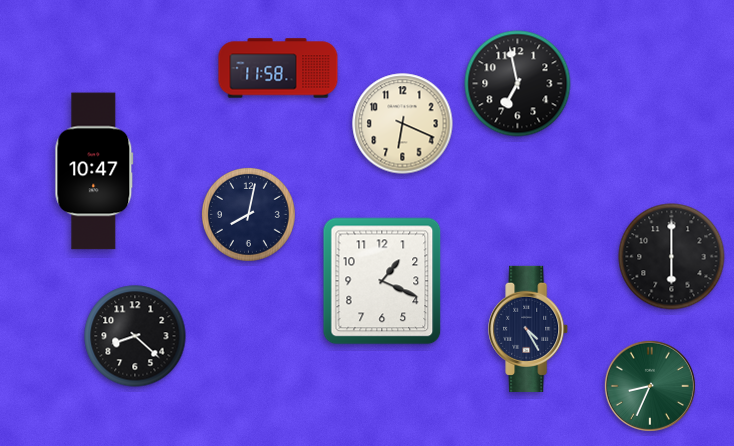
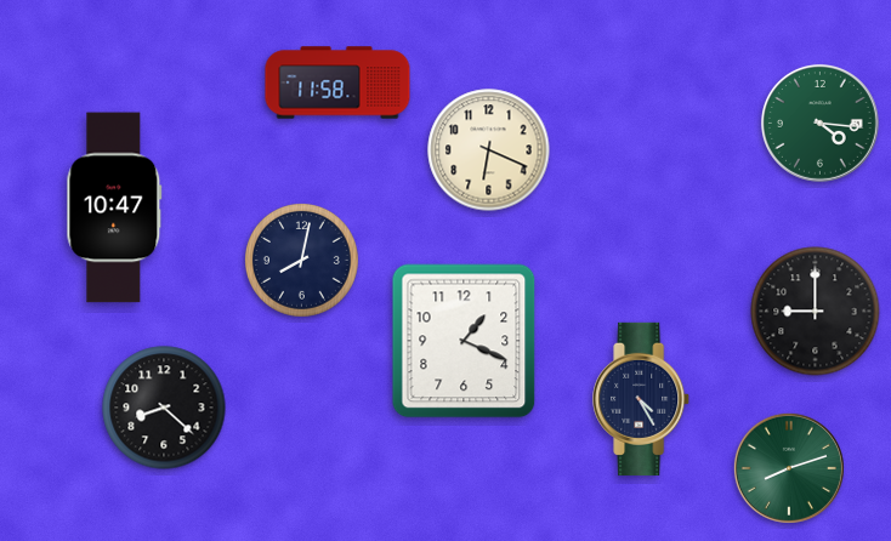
clock at (518, 84): 6:58 -> none
clock at (819, 123): none -> 4:16
clock at (672, 257): 6:00 -> 9:00
clock at (650, 386): 8:34 -> 8:12
